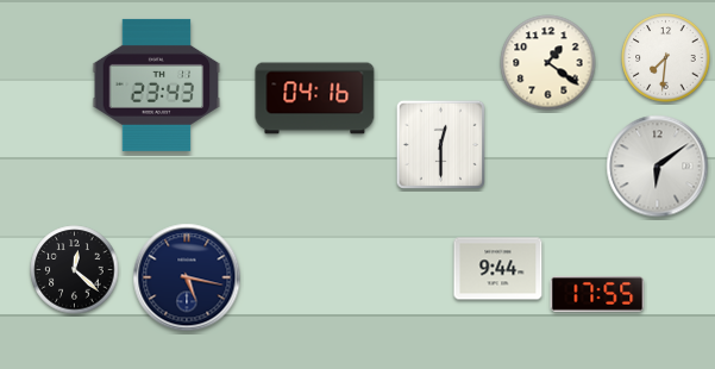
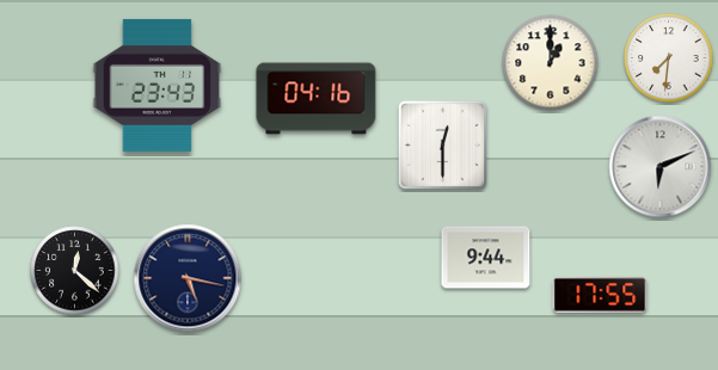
clock at (548, 63): 1:21 -> 1:00
clock at (658, 167): 6:09 -> 6:11
clock at (498, 269) position: (498, 269) -> (486, 258)
